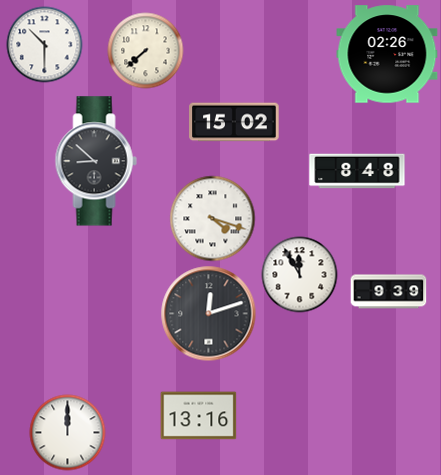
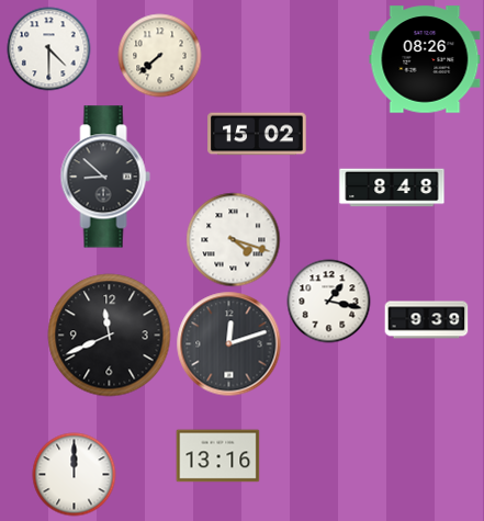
clock at (45, 45): 10:30 -> 4:30
clock at (387, 54): 02:26 -> 08:26
clock at (300, 275): 11:55 -> 1:17
clock at (110, 336): none -> 11:41
